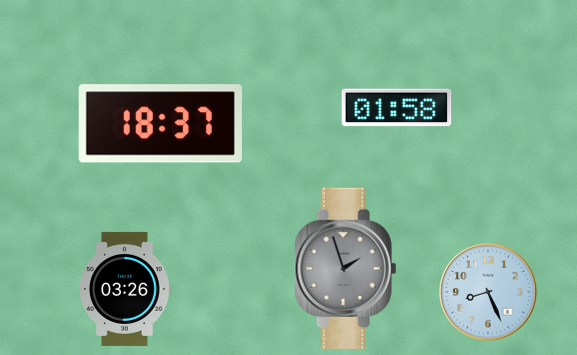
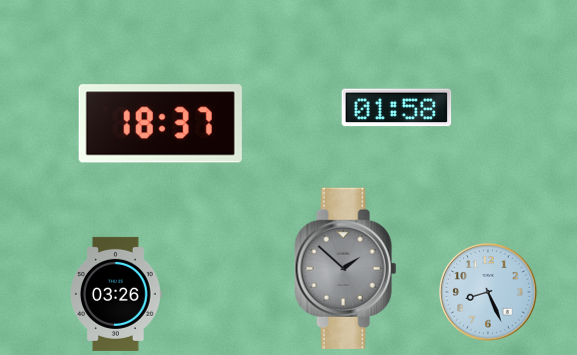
clock at (346, 268): 1:57 -> 1:52
clock at (125, 289) position: (125, 289) -> (116, 294)
